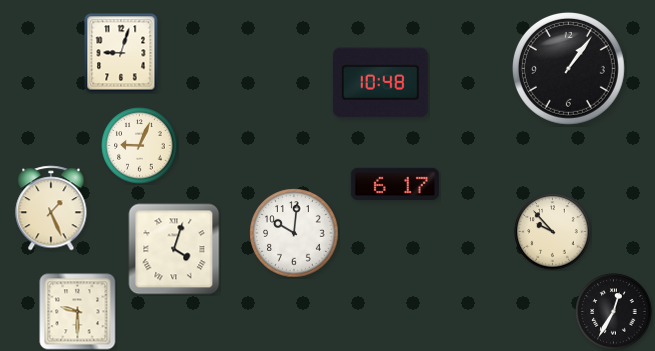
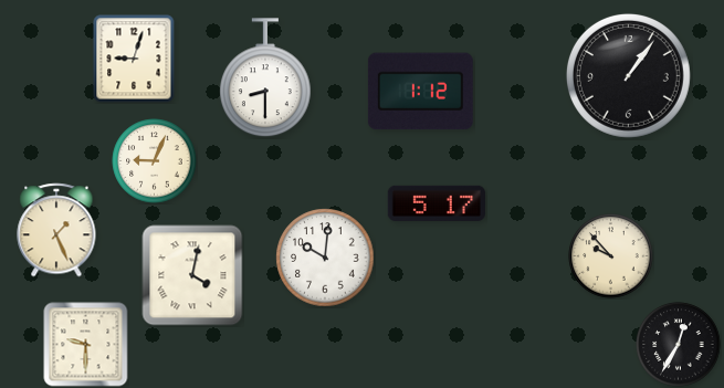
clock at (265, 78): none -> 8:30
clock at (380, 83): 10:48 -> 1:12
clock at (395, 184): 6:17 -> 5:17
clock at (174, 249): 4:03 -> 4:02
